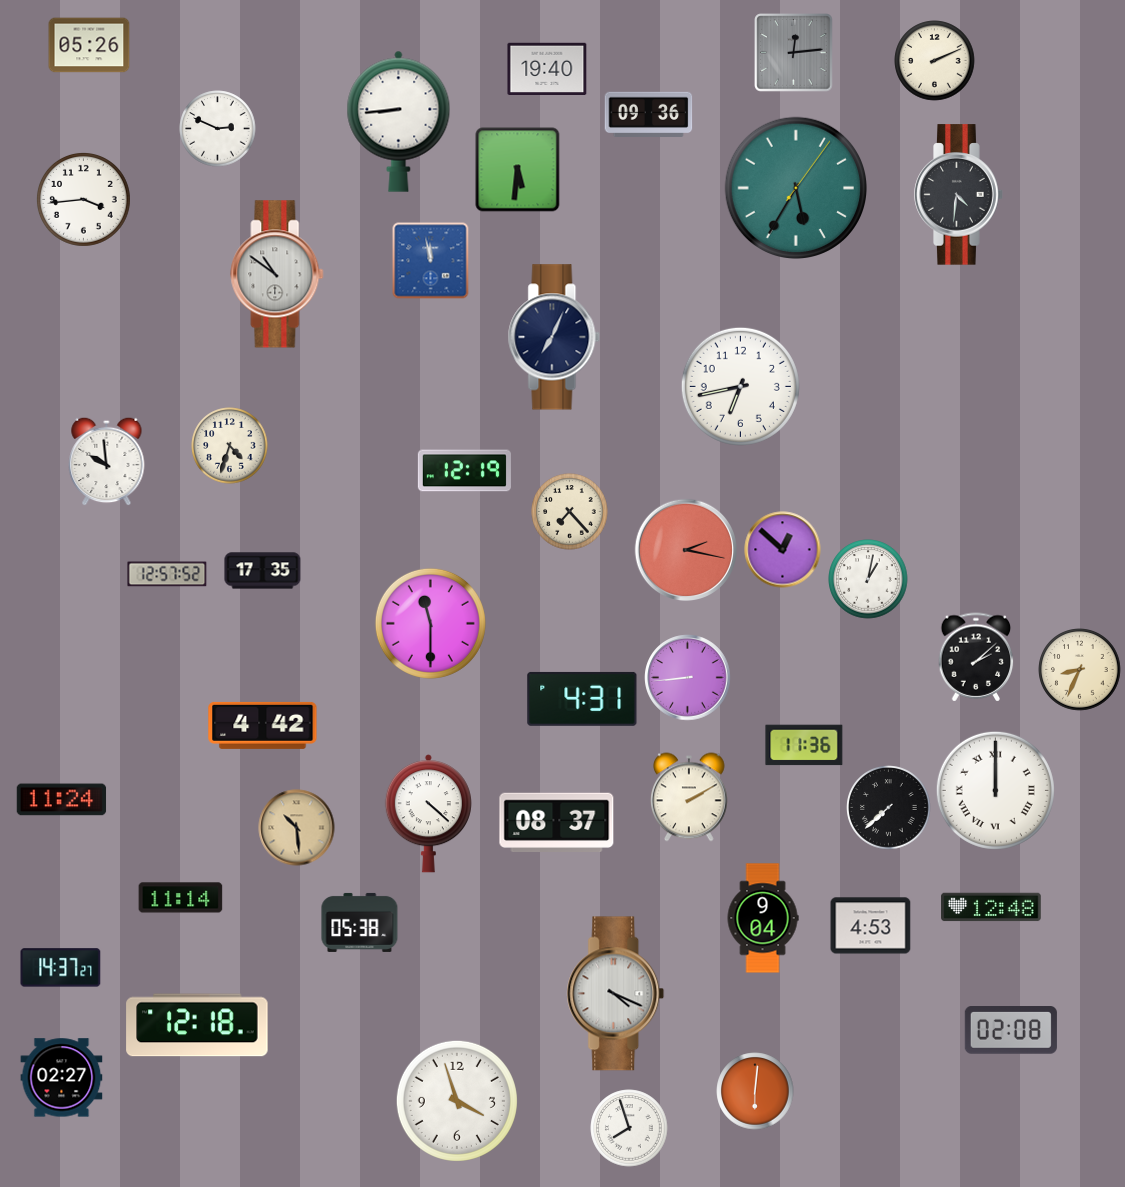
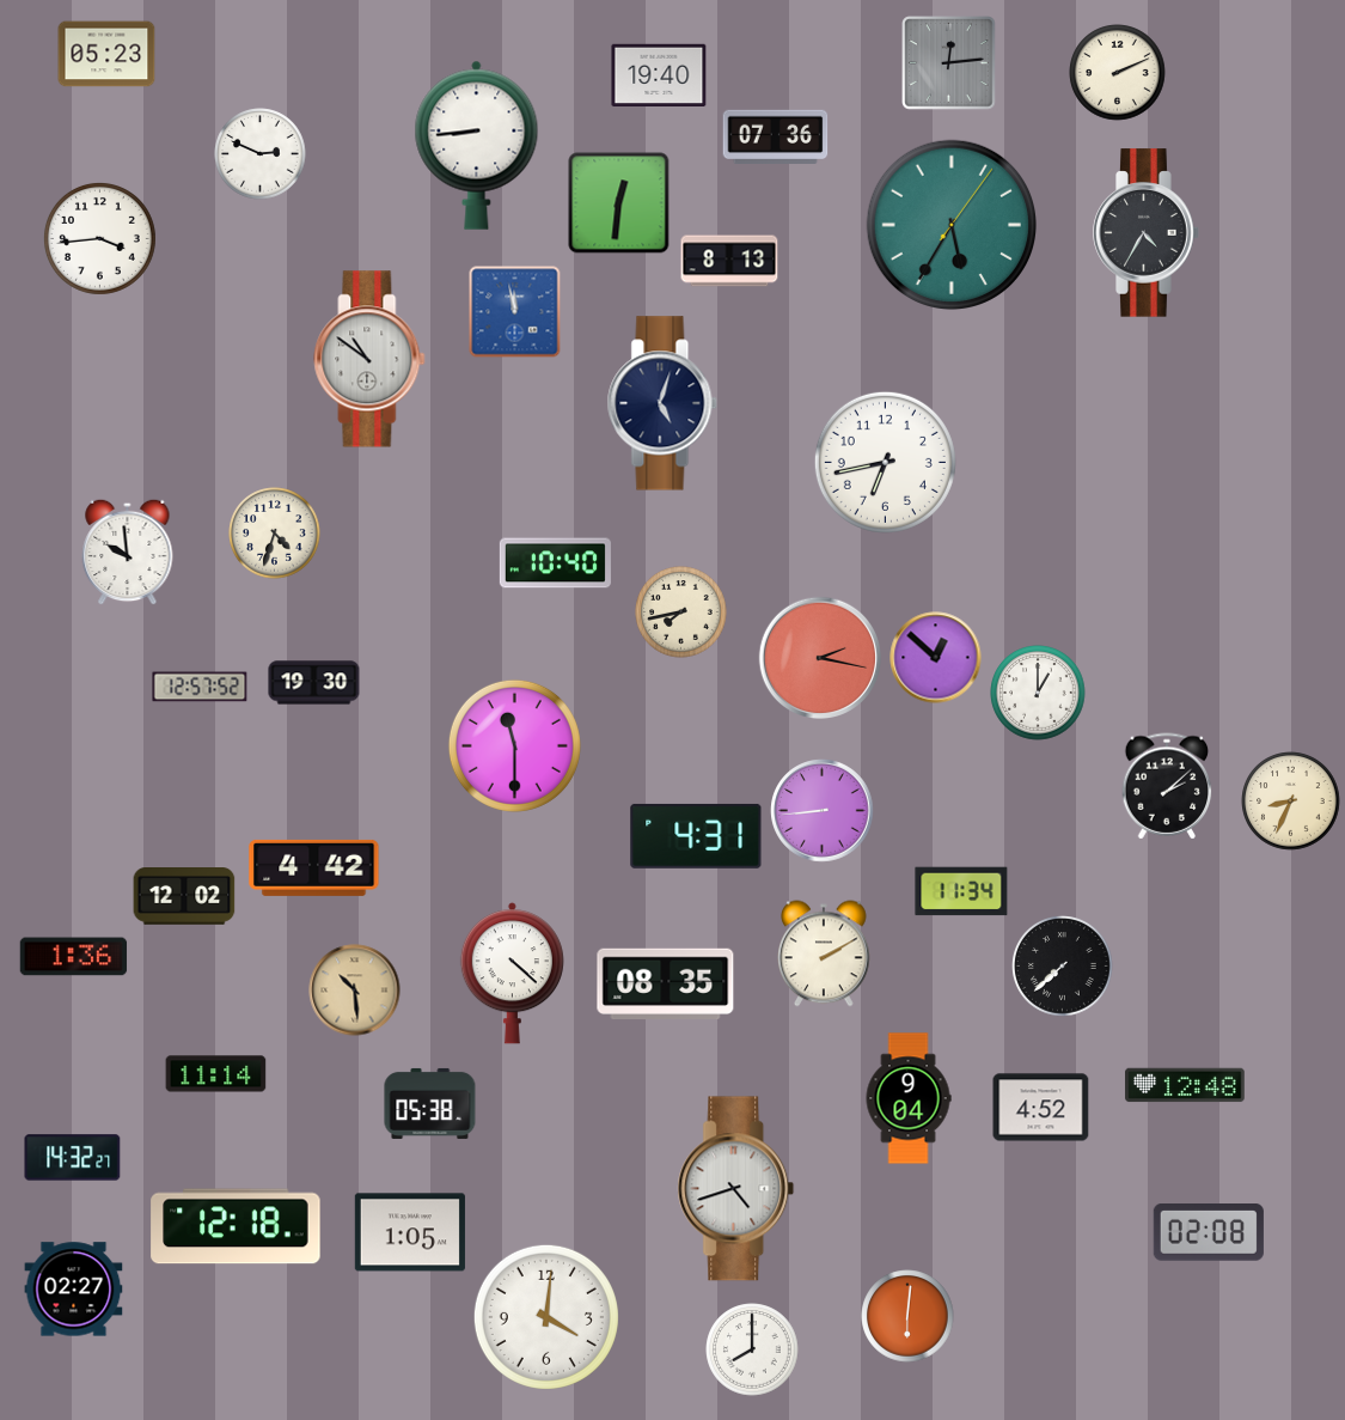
clock at (89, 45): 05:26 -> 05:23
clock at (547, 68) position: (547, 68) -> (659, 74)
clock at (649, 115): 09:36 -> 07:36
clock at (518, 170): 5:31 -> 12:31
clock at (959, 195): 4:31 -> 4:35
clock at (729, 261): none -> 8:13
clock at (277, 274) position: (277, 274) -> (369, 359)
clock at (554, 337): 7:04 -> 5:03
clock at (464, 471): 12:19 -> 10:40
clock at (570, 512): 7:23 -> 7:43
clock at (263, 571): 17:35 -> 19:30
clock at (868, 579): 1:02 -> 1:00
clock at (804, 745): 11:36 -> 11:34
clock at (184, 897): none -> 12:02
clock at (995, 790): 12:00 -> none
clock at (62, 800): 11:24 -> 1:36
clock at (557, 822): 08:37 -> 08:35
clock at (763, 918) position: (763, 918) -> (909, 1098)
clock at (871, 926): 4:53 -> 4:52
clock at (61, 968): 14:37 -> 14:32
clock at (616, 994): 4:19 -> 4:42
clock at (410, 1232): none -> 1:05
clock at (755, 1091) position: (755, 1091) -> (907, 1316)
clock at (457, 1101): 3:57 -> 4:01
clock at (629, 1128): 7:57 -> 8:00
